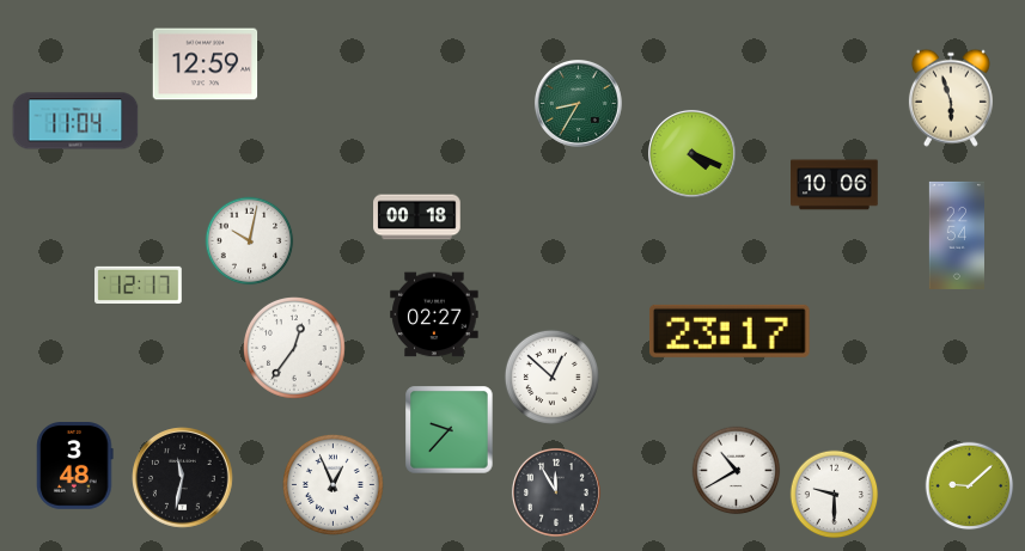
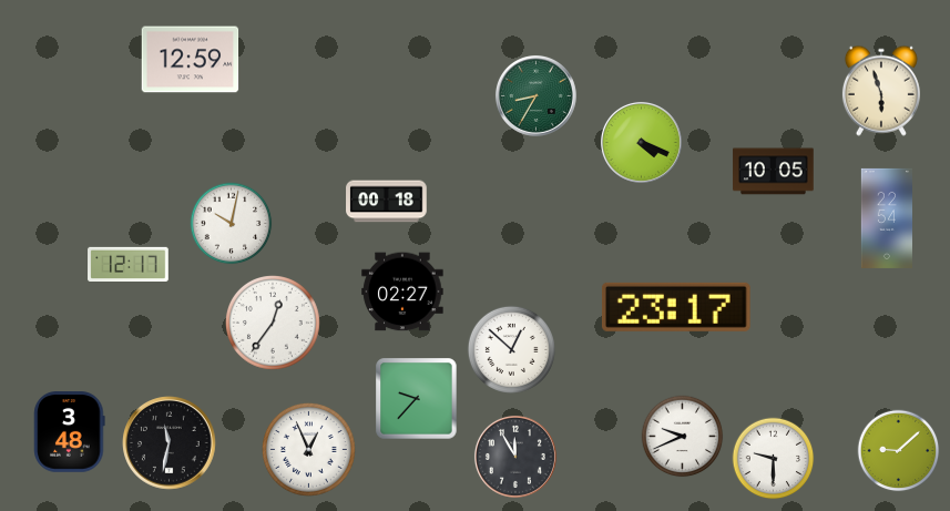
clock at (75, 121): 11:04 -> none
clock at (835, 185): 10:06 -> 10:05
clock at (737, 471): 10:40 -> 9:41
